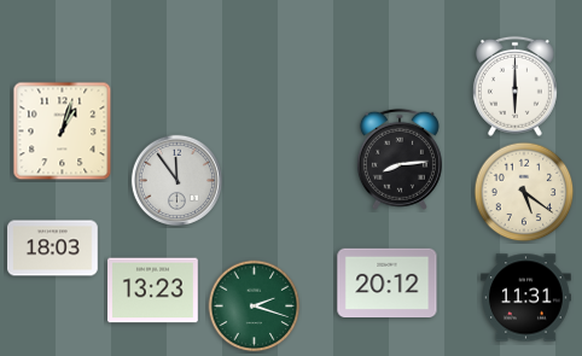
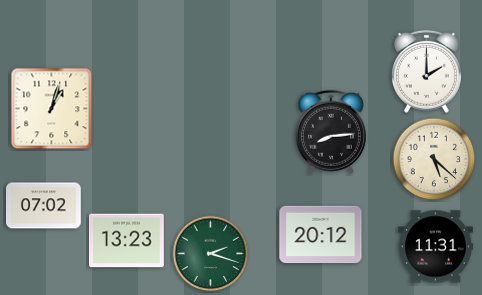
clock at (514, 86): 6:00 -> 2:00
clock at (176, 180): 11:54 -> none
clock at (524, 192): 5:21 -> 5:22
clock at (53, 249): 18:03 -> 07:02
